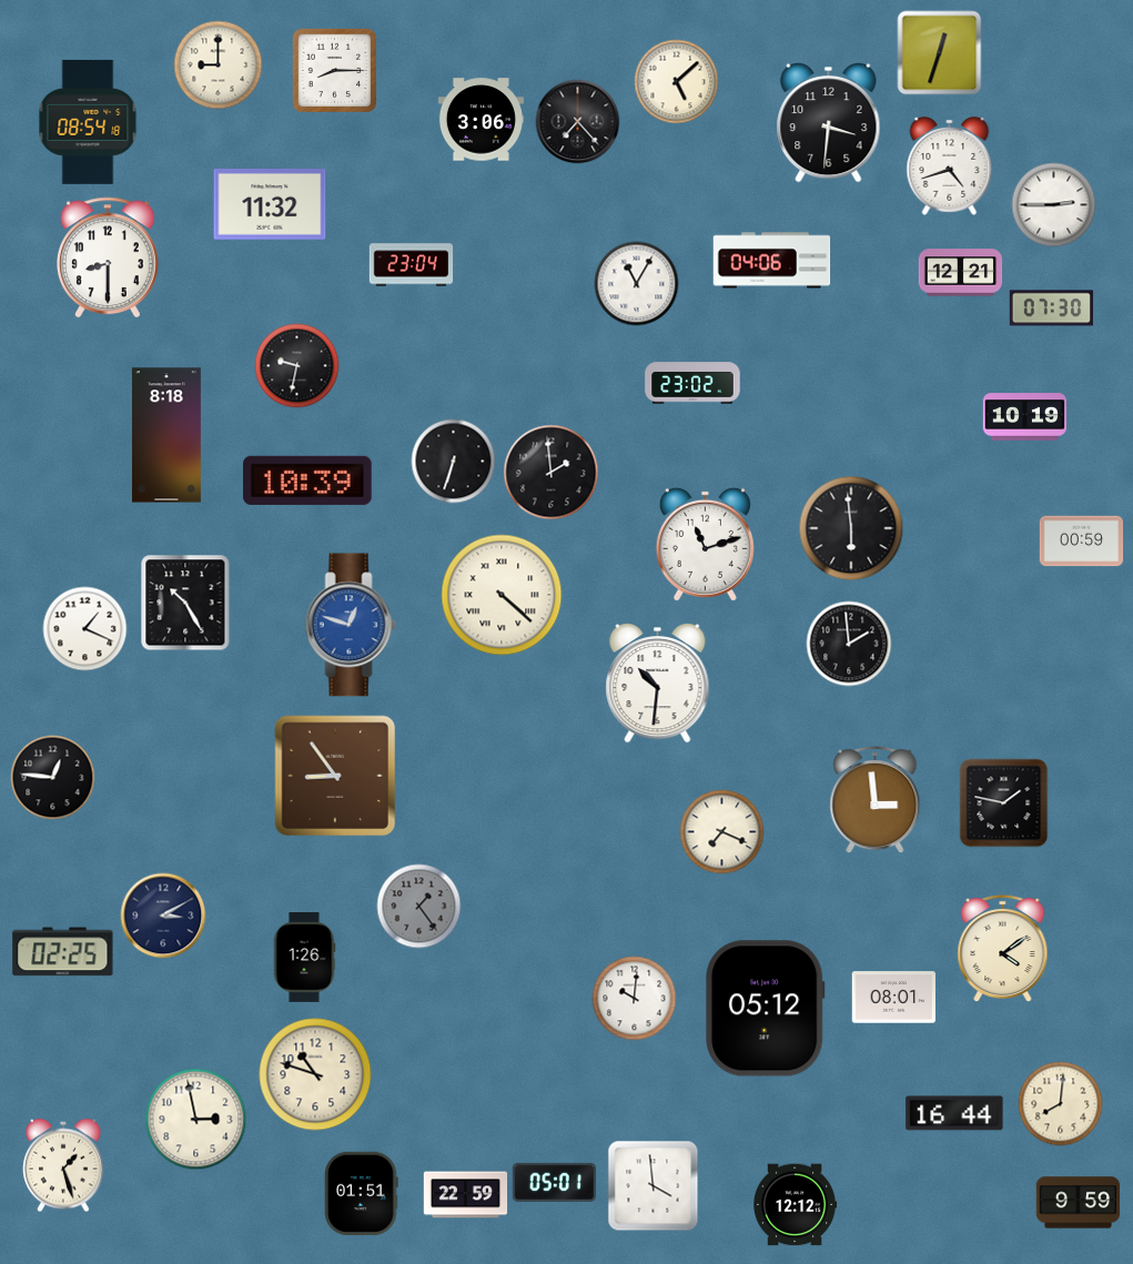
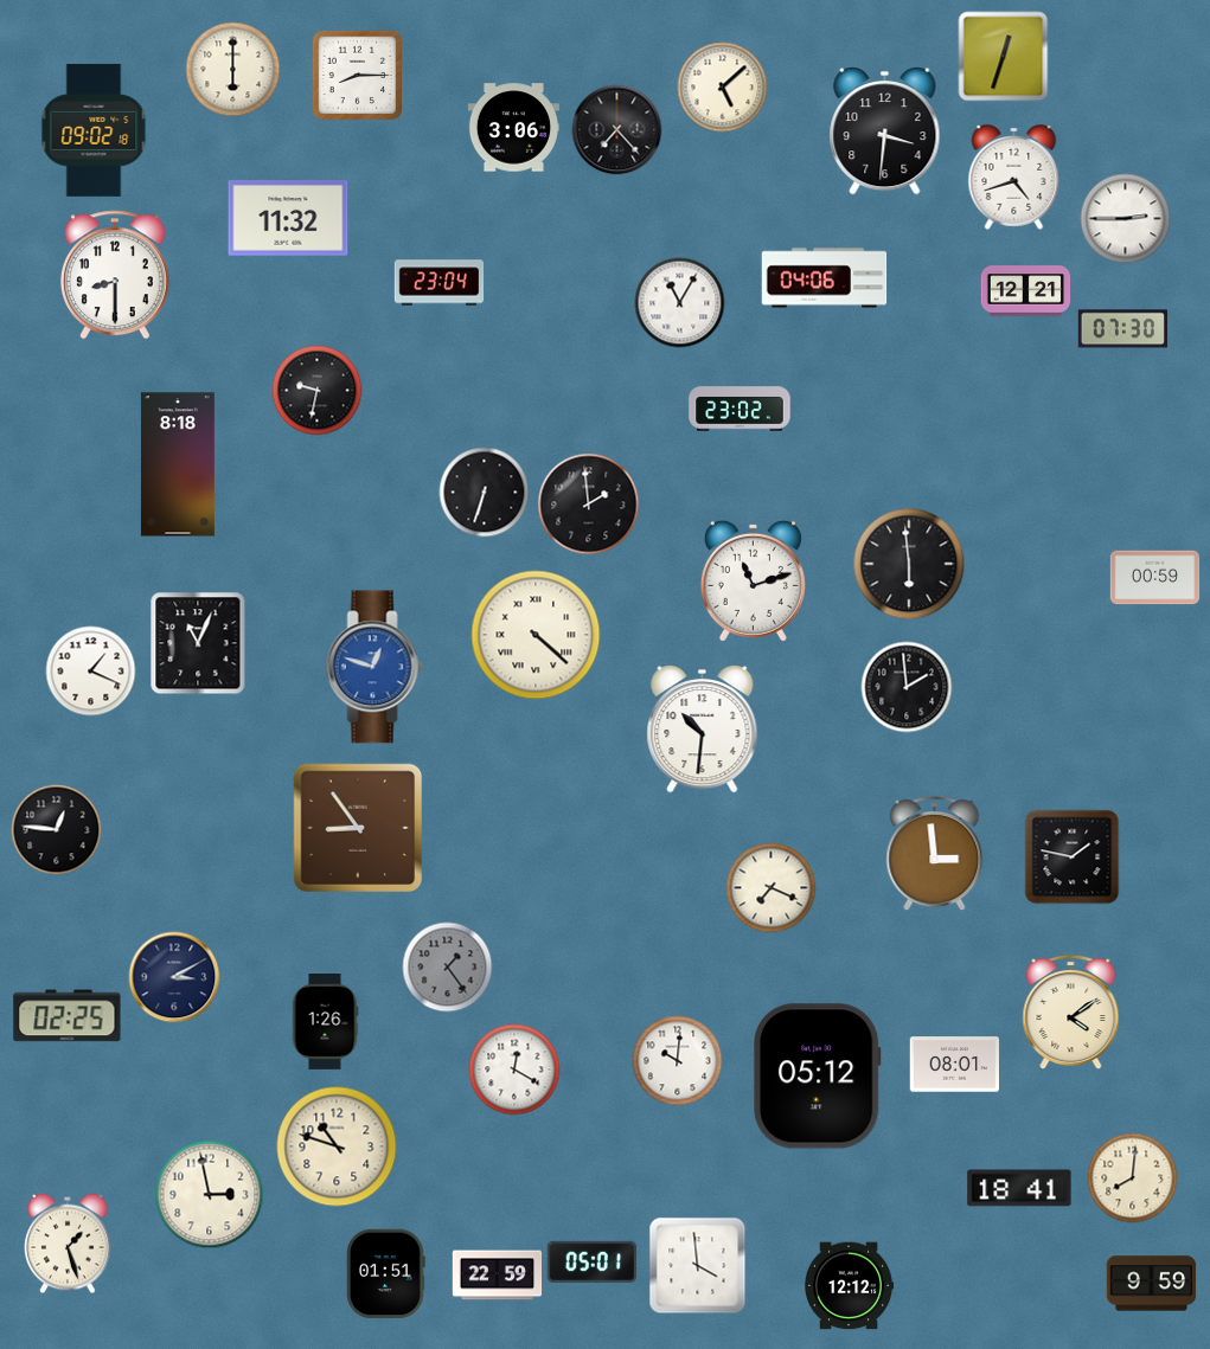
clock at (219, 65): 9:00 -> 6:00
clock at (88, 122): 08:54 -> 09:02
clock at (1025, 417): 10:19 -> none
clock at (307, 481): 10:39 -> none
clock at (185, 603): 10:25 -> 11:04
clock at (635, 999) position: (635, 999) -> (678, 1061)
clock at (514, 1069): none -> 12:20
clock at (954, 1113): 16:44 -> 18:41
